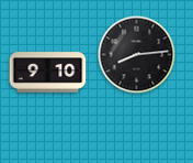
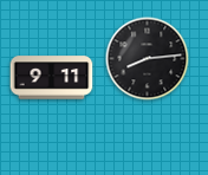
clock at (48, 73): 9:10 -> 9:11
